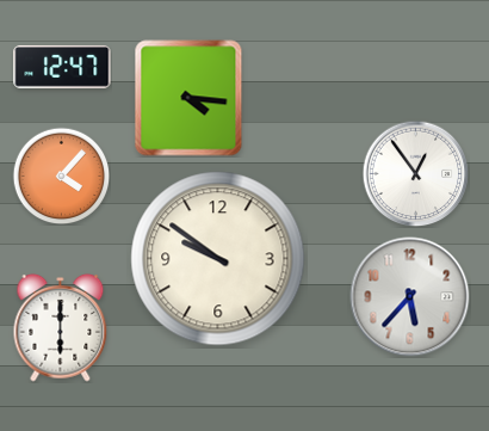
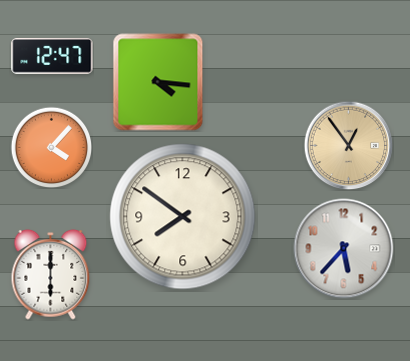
clock at (415, 173) dial: white -> champagne
clock at (218, 259): 9:51 -> 7:51
